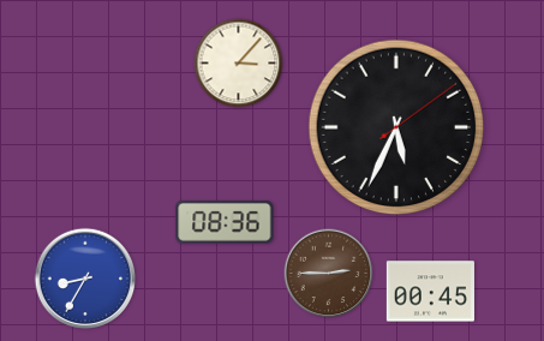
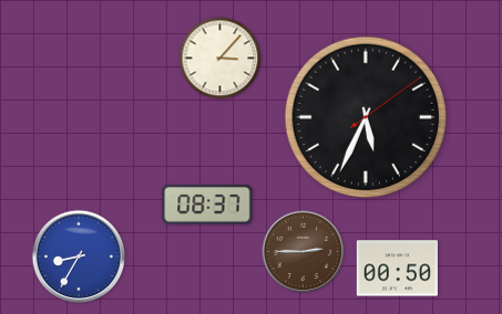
clock at (225, 222): 08:36 -> 08:37
clock at (430, 292): 00:45 -> 00:50
